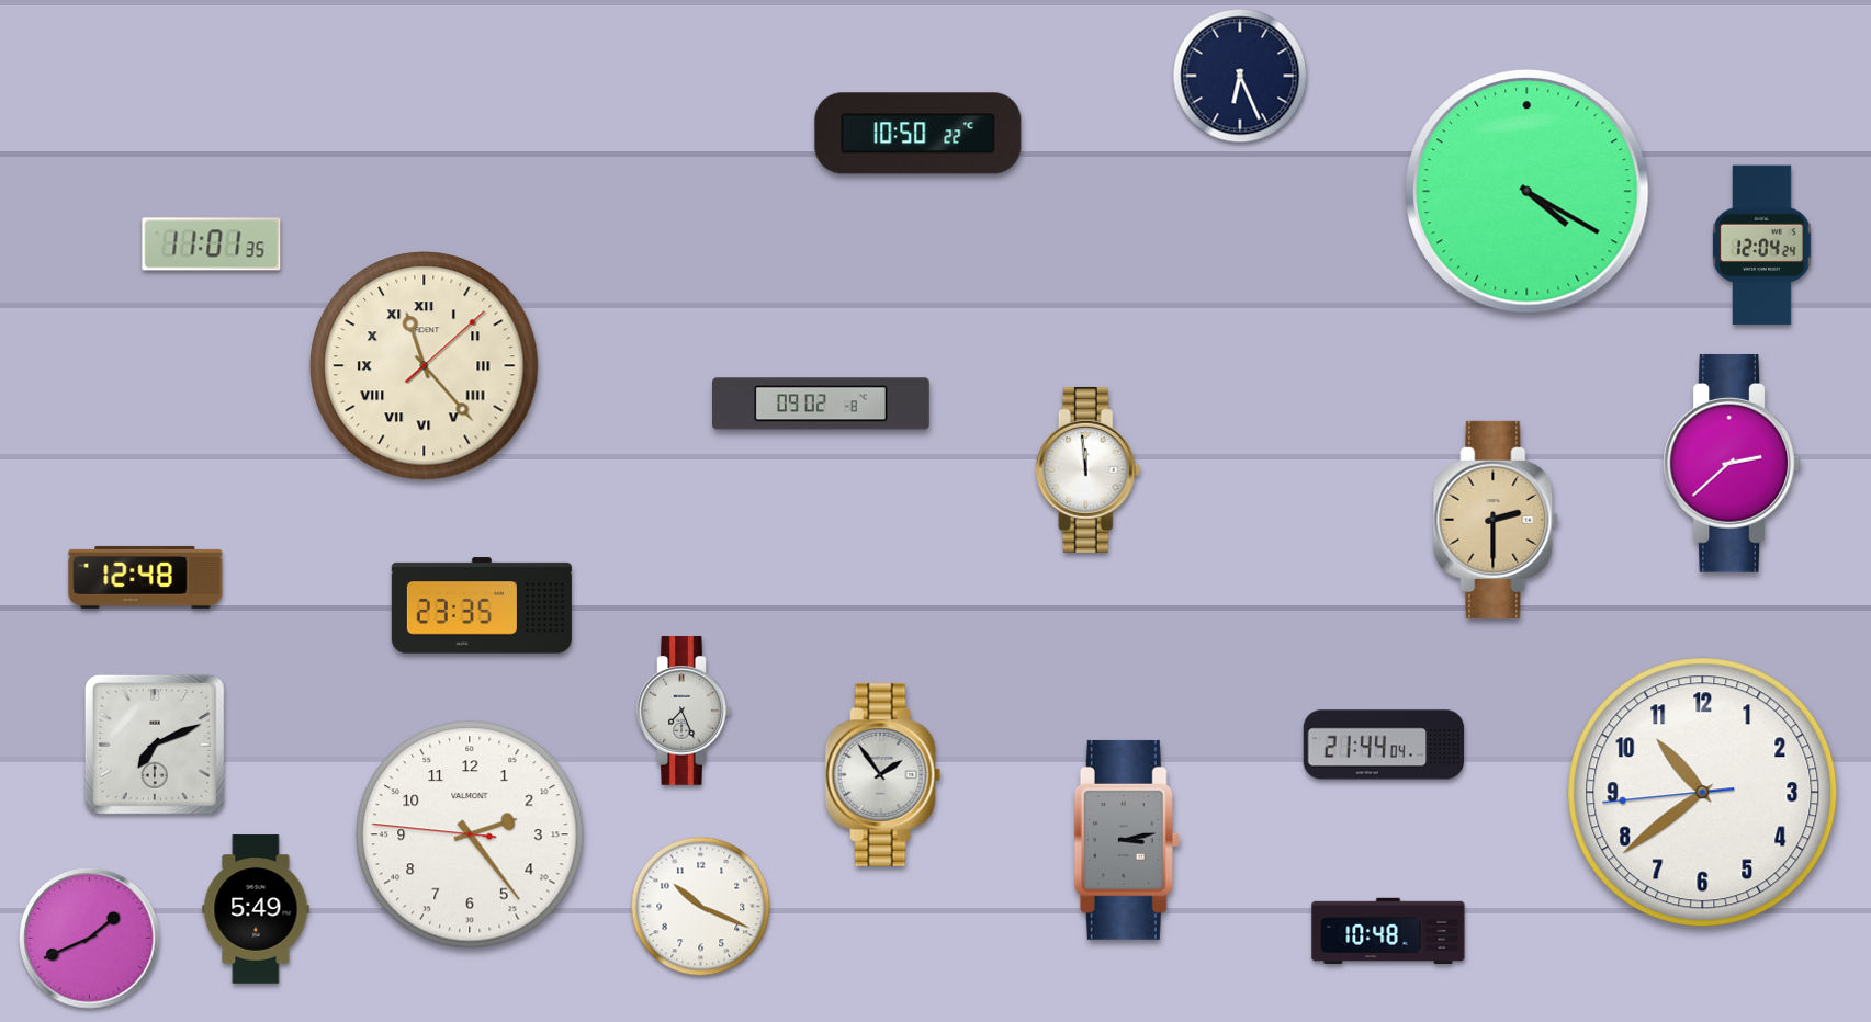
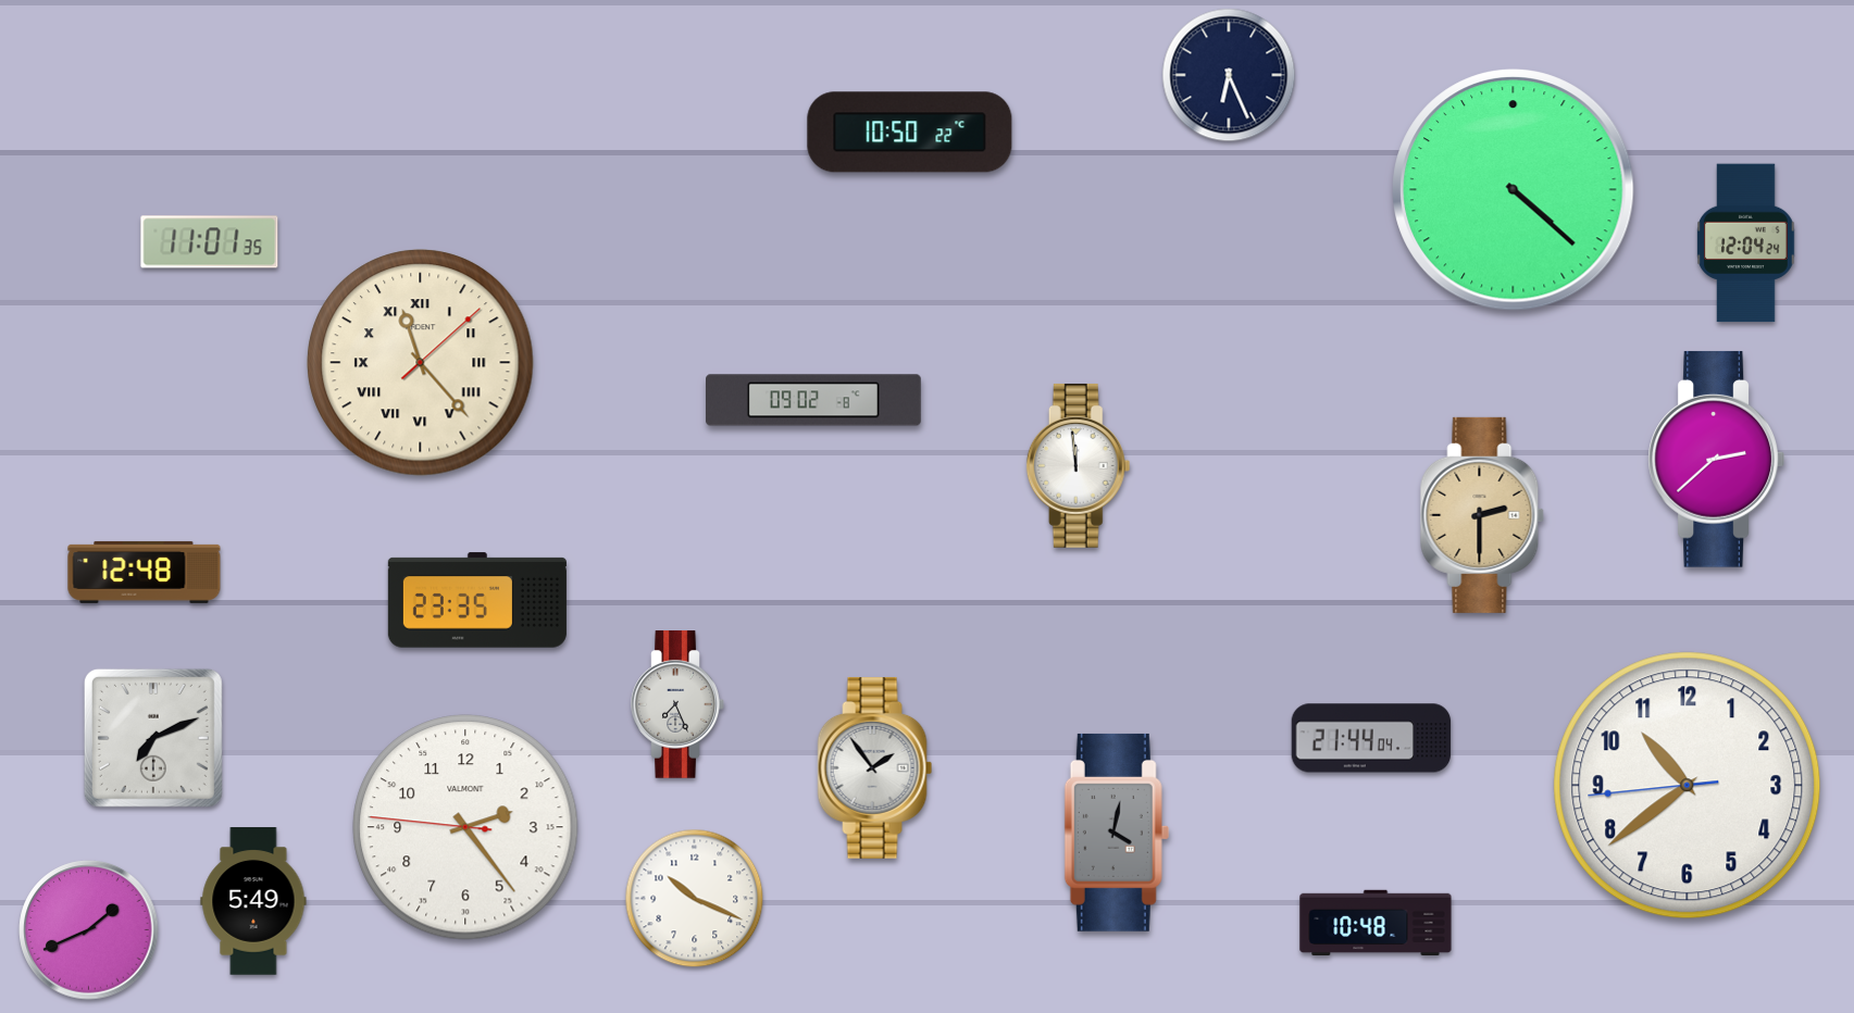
clock at (1528, 192): 4:20 -> 4:22
clock at (1127, 840): 3:13 -> 4:02
